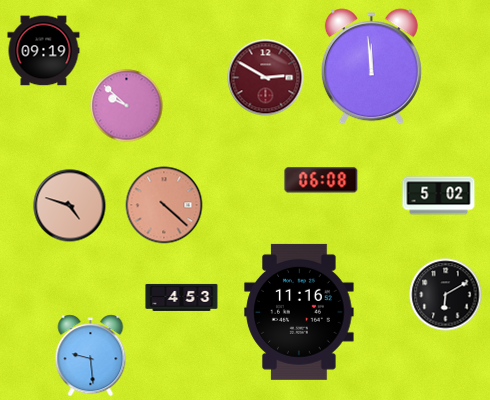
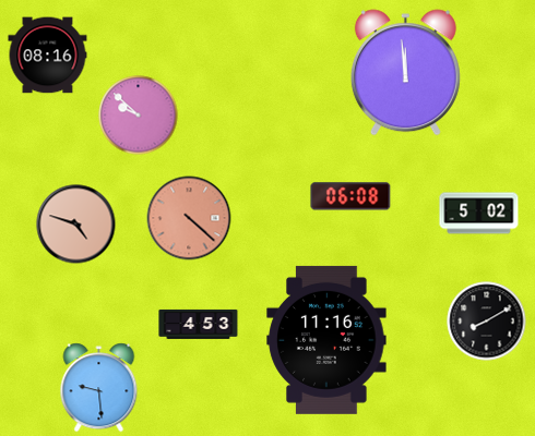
clock at (44, 51): 09:19 -> 08:16
clock at (266, 78): 2:50 -> none
clock at (164, 205) position: (164, 205) -> (189, 218)
clock at (446, 295): 6:10 -> 8:10
